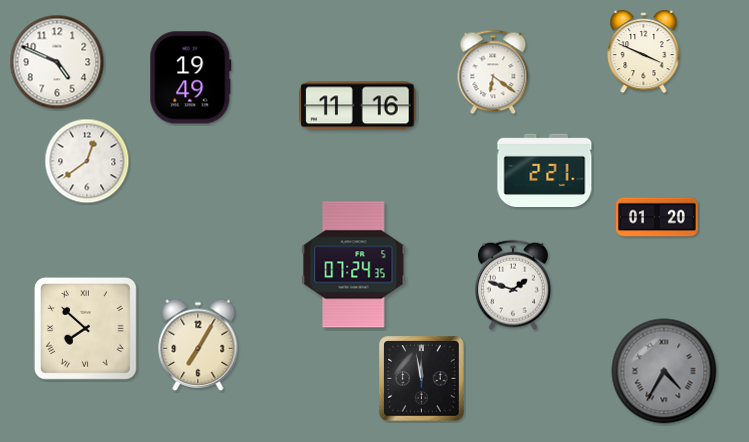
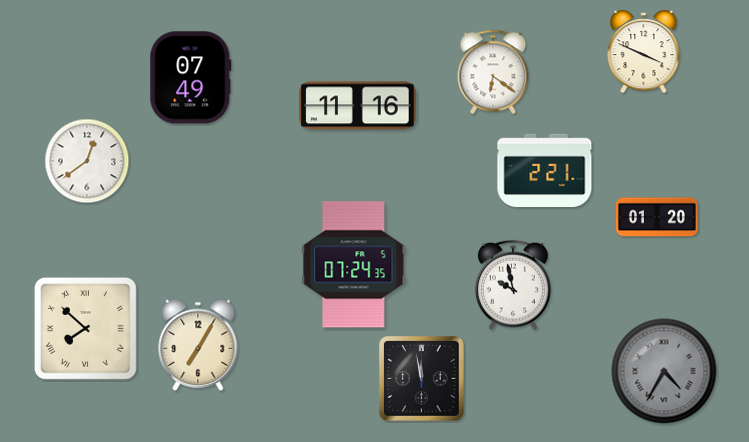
clock at (57, 62): 4:49 -> none
clock at (191, 78): 19:49 -> 07:49
clock at (513, 285): 1:48 -> 9:58
